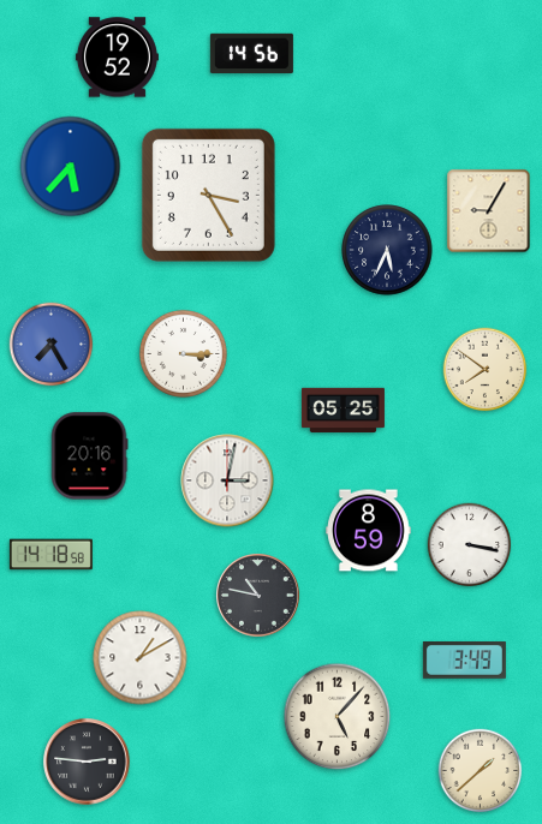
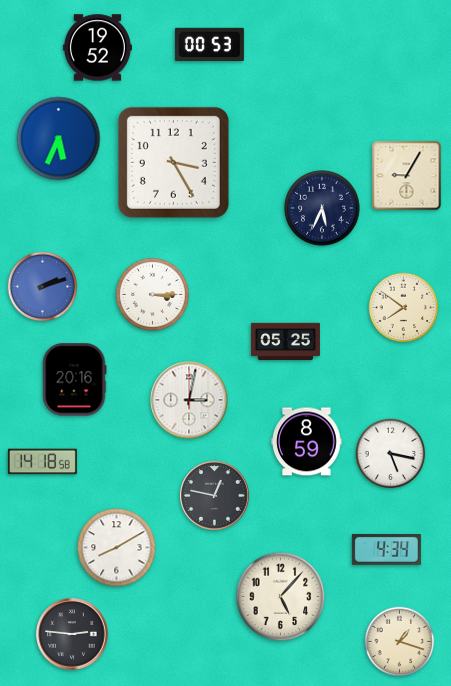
clock at (251, 53): 14:56 -> 00:53
clock at (71, 167): 5:37 -> 5:34
clock at (52, 345): 7:25 -> 2:12
clock at (470, 545): 3:17 -> 5:17
clock at (258, 596): 10:47 -> 12:47
clock at (141, 658): 1:10 -> 8:10
clock at (464, 661): 3:49 -> 4:34
clock at (481, 771): 1:38 -> 1:18
